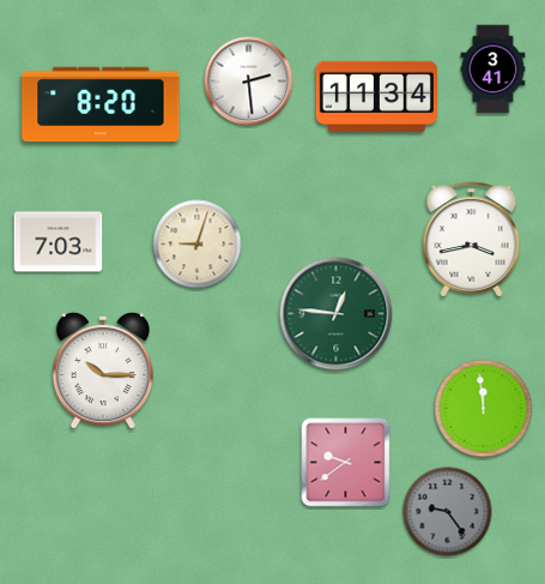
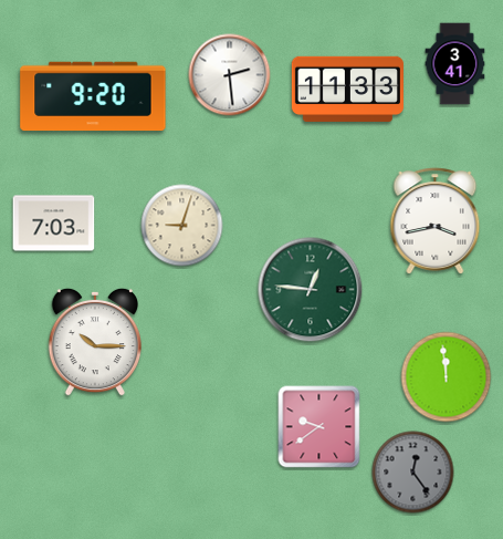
clock at (376, 96): 11:34 -> 11:33
clock at (101, 104): 8:20 -> 9:20
clock at (448, 512): 9:24 -> 12:24
